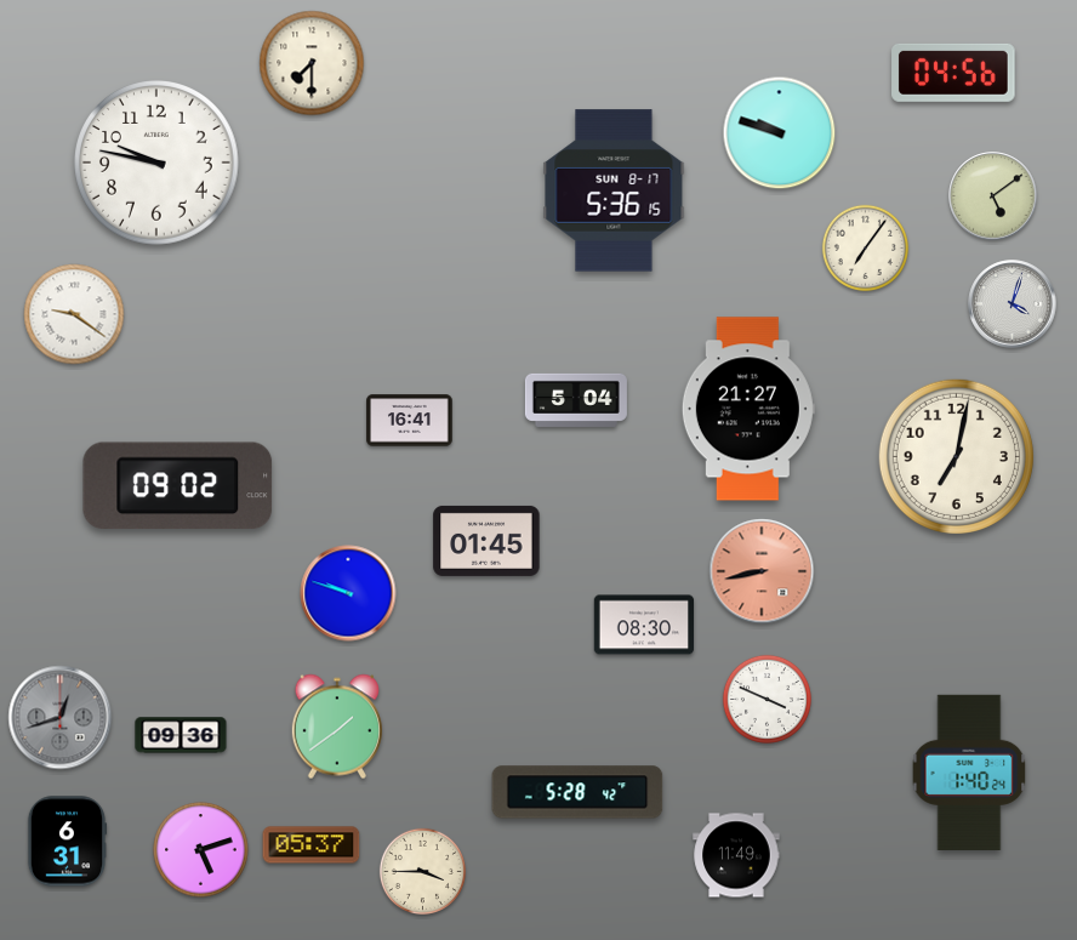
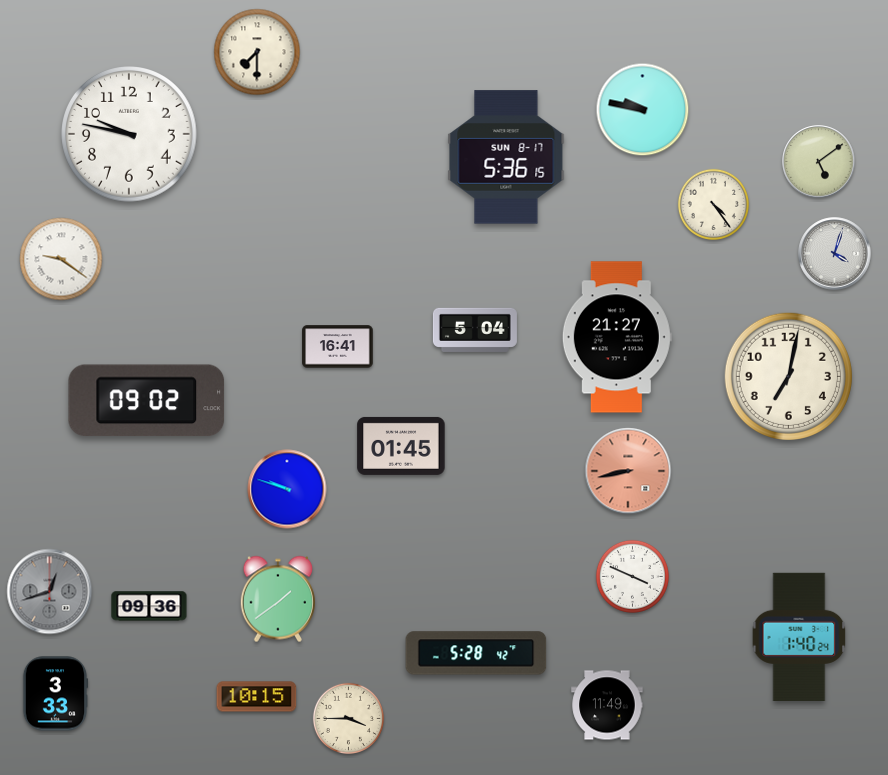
clock at (953, 73): 04:56 -> none
clock at (780, 133): 9:48 -> 9:47
clock at (865, 247): 7:06 -> 4:24
clock at (1013, 304) position: (1013, 304) -> (835, 254)
clock at (644, 625): 08:30 -> none
clock at (67, 842): 6:31 -> 3:33
clock at (312, 845): 05:37 -> 10:15
clock at (201, 850): 5:12 -> none
